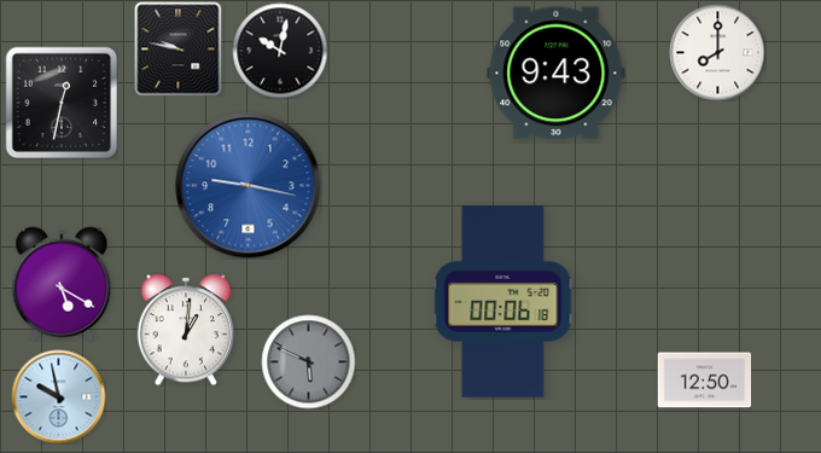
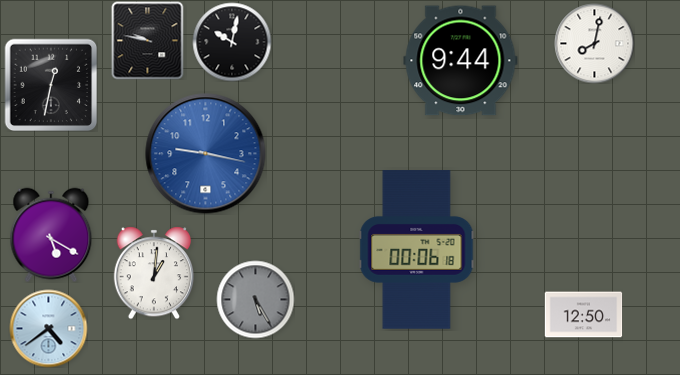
clock at (717, 52): 8:00 -> 8:02
clock at (557, 74): 9:43 -> 9:44
clock at (308, 361): 5:49 -> 5:25
clock at (58, 396): 9:58 -> 4:39
